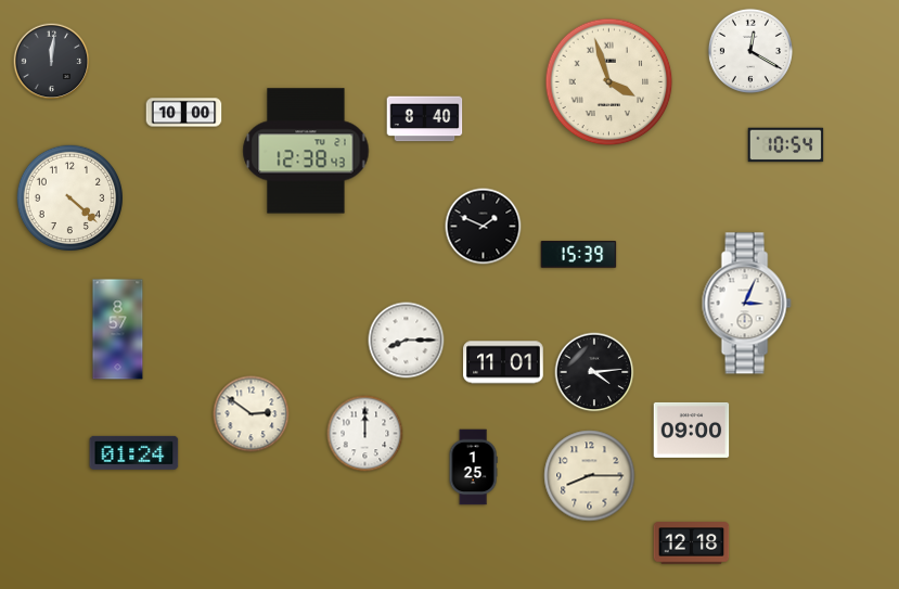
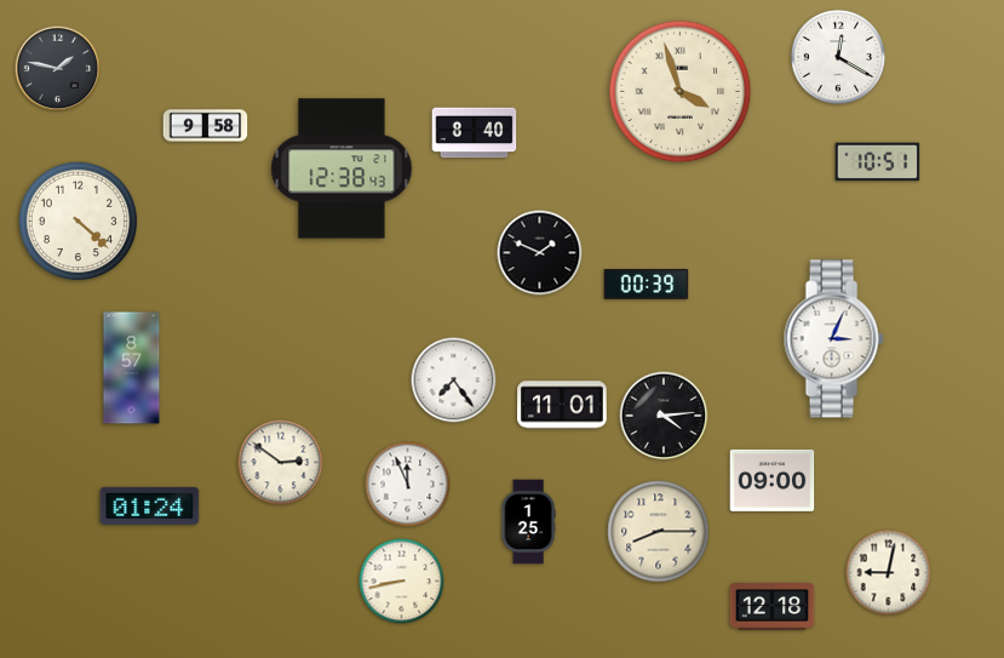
clock at (52, 62): 12:01 -> 1:47
clock at (184, 113): 10:00 -> 9:58
clock at (786, 145): 10:54 -> 10:51
clock at (579, 255): 15:39 -> 00:39
clock at (407, 341): 8:15 -> 7:24
clock at (365, 434): 12:00 -> 11:56
clock at (889, 573): none -> 9:02
clock at (402, 582): none -> 8:43
